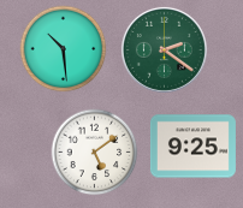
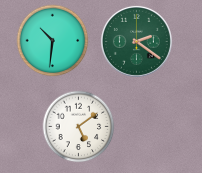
clock at (64, 49): 10:29 -> 10:31
clock at (192, 147): 9:25 -> none
